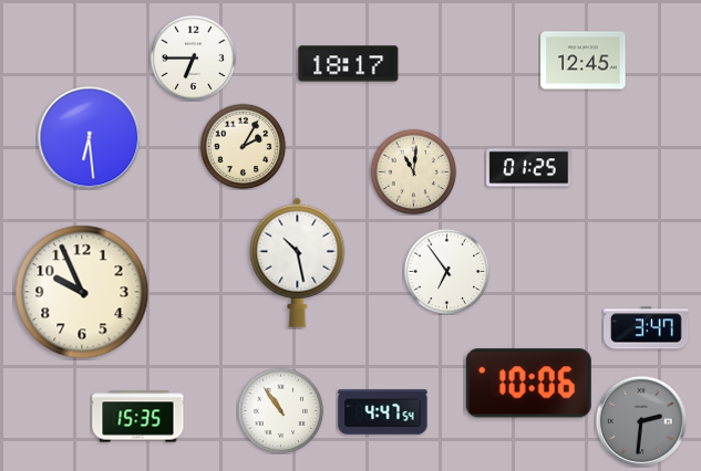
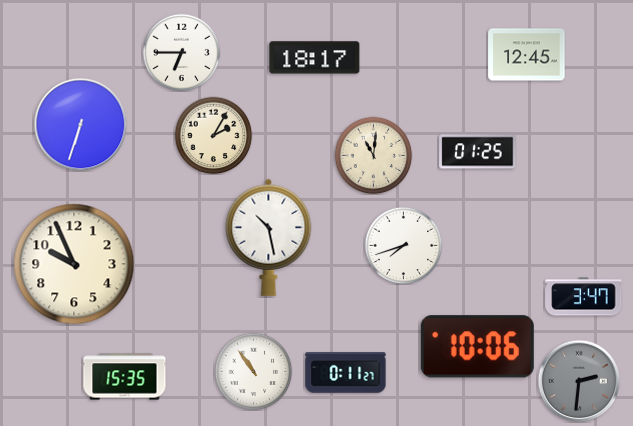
clock at (193, 57) position: (193, 57) -> (181, 52)
clock at (89, 137): 6:29 -> 6:33
clock at (243, 146) position: (243, 146) -> (213, 135)
clock at (446, 271): 6:54 -> 7:42
clock at (383, 412): 4:47 -> 0:11
